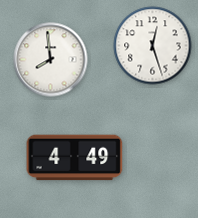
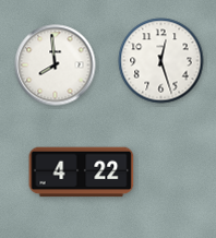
clock at (153, 46) position: (153, 46) -> (161, 61)
clock at (75, 158): 4:49 -> 4:22
